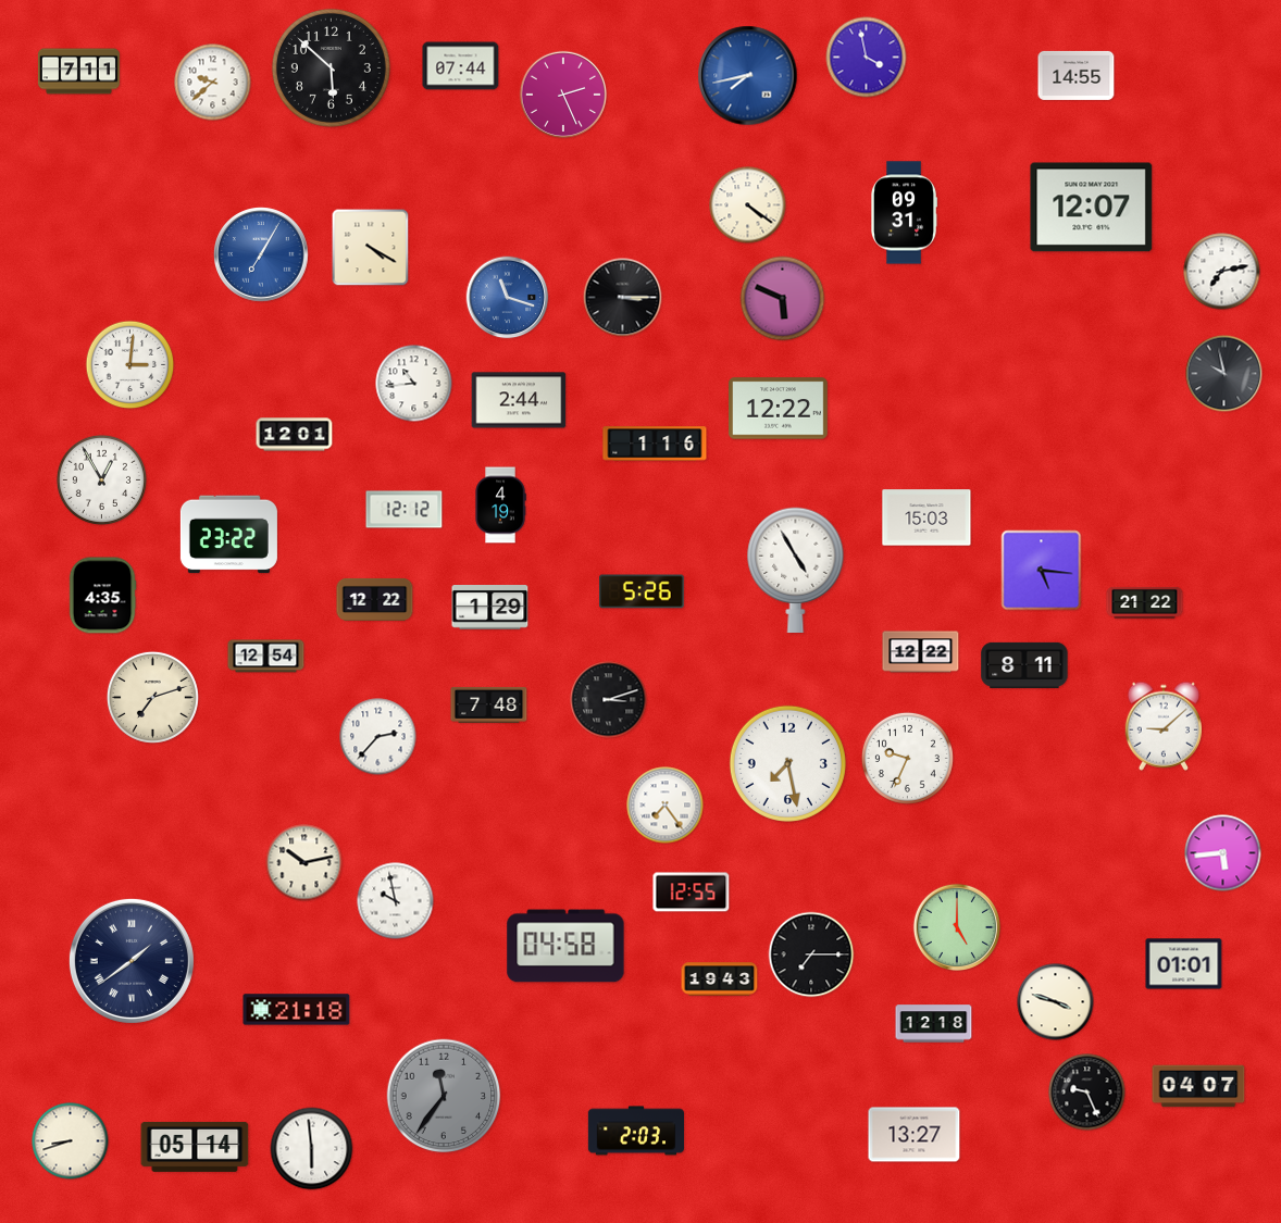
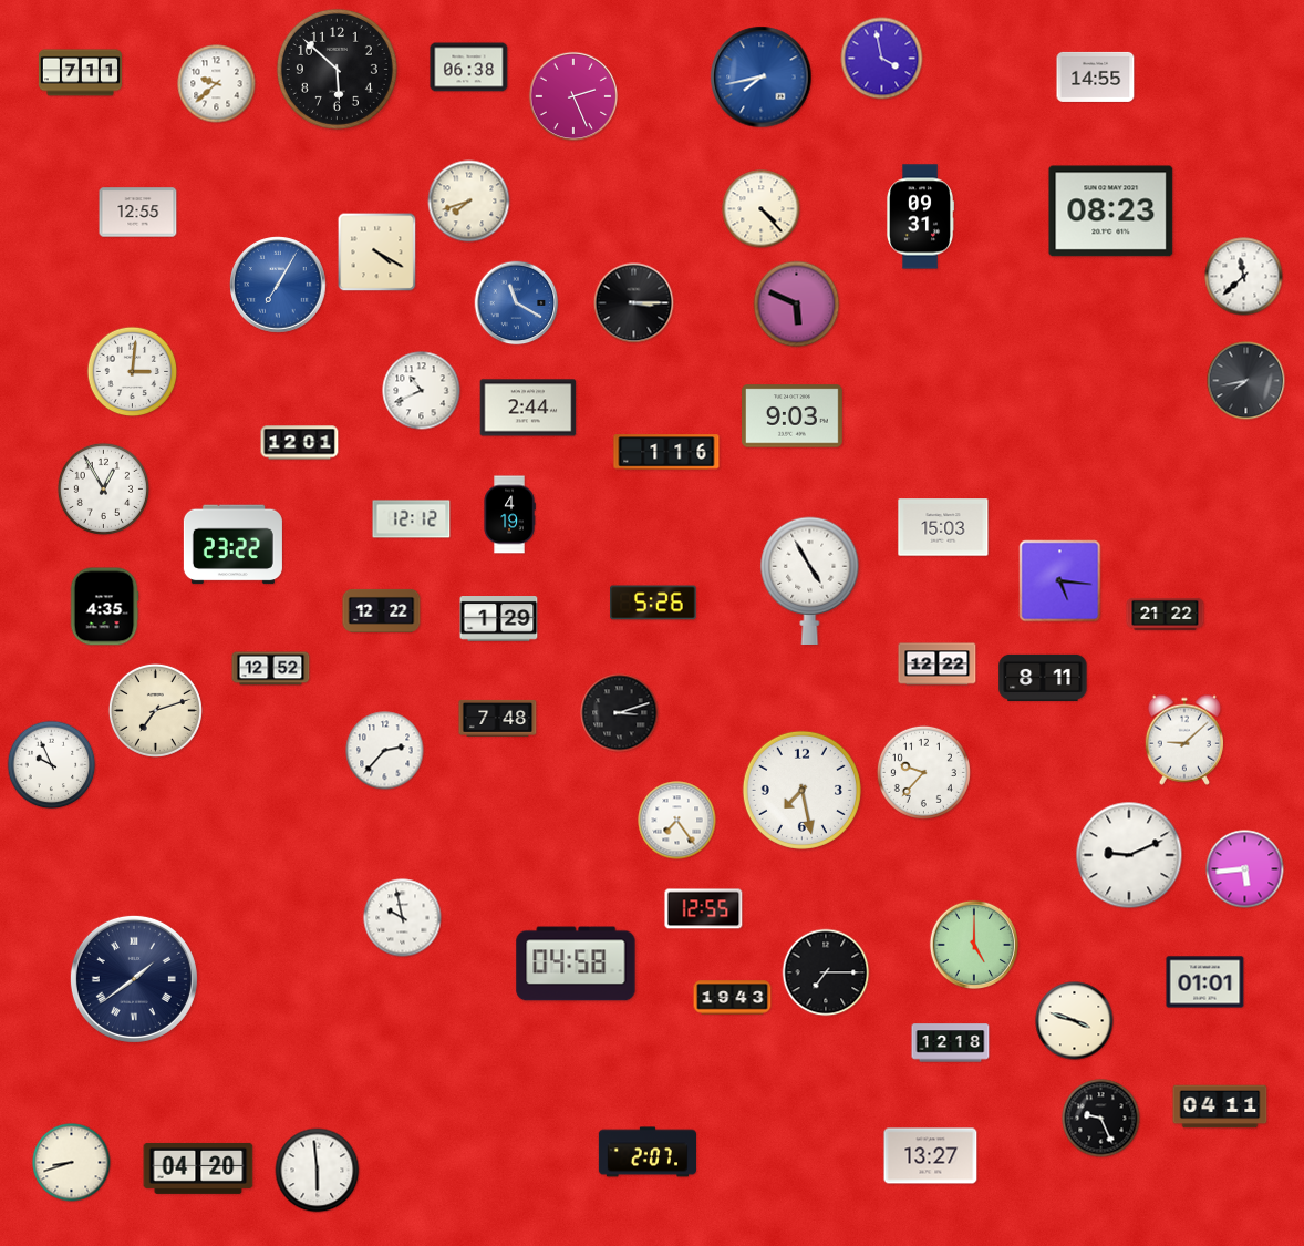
clock at (461, 66): 07:44 -> 06:38
clock at (469, 202): none -> 7:42
clock at (748, 205): 4:21 -> 4:23
clock at (1092, 208): 12:07 -> 08:23
clock at (138, 213): none -> 12:55
clock at (261, 254) position: (261, 254) -> (278, 285)
clock at (1222, 272): 7:13 -> 11:38
clock at (508, 298): 11:18 -> 11:20
clock at (1224, 374): 9:58 -> 7:43
clock at (414, 384): 10:44 -> 10:41
clock at (779, 409): 12:22 -> 9:03
clock at (266, 657): 12:54 -> 12:52
clock at (52, 765): none -> 9:56
clock at (907, 758): 9:34 -> 9:37
clock at (787, 763) position: (787, 763) -> (801, 790)
clock at (1129, 855): none -> 9:11
clock at (304, 863): 10:13 -> none
clock at (297, 1010): 21:18 -> none
clock at (1198, 1086): 04:07 -> 04:11
clock at (1087, 1093) position: (1087, 1093) -> (1101, 1119)
clock at (444, 1096): 11:36 -> none
clock at (635, 1131): 2:03 -> 2:07
clock at (195, 1147): 05:14 -> 04:20
